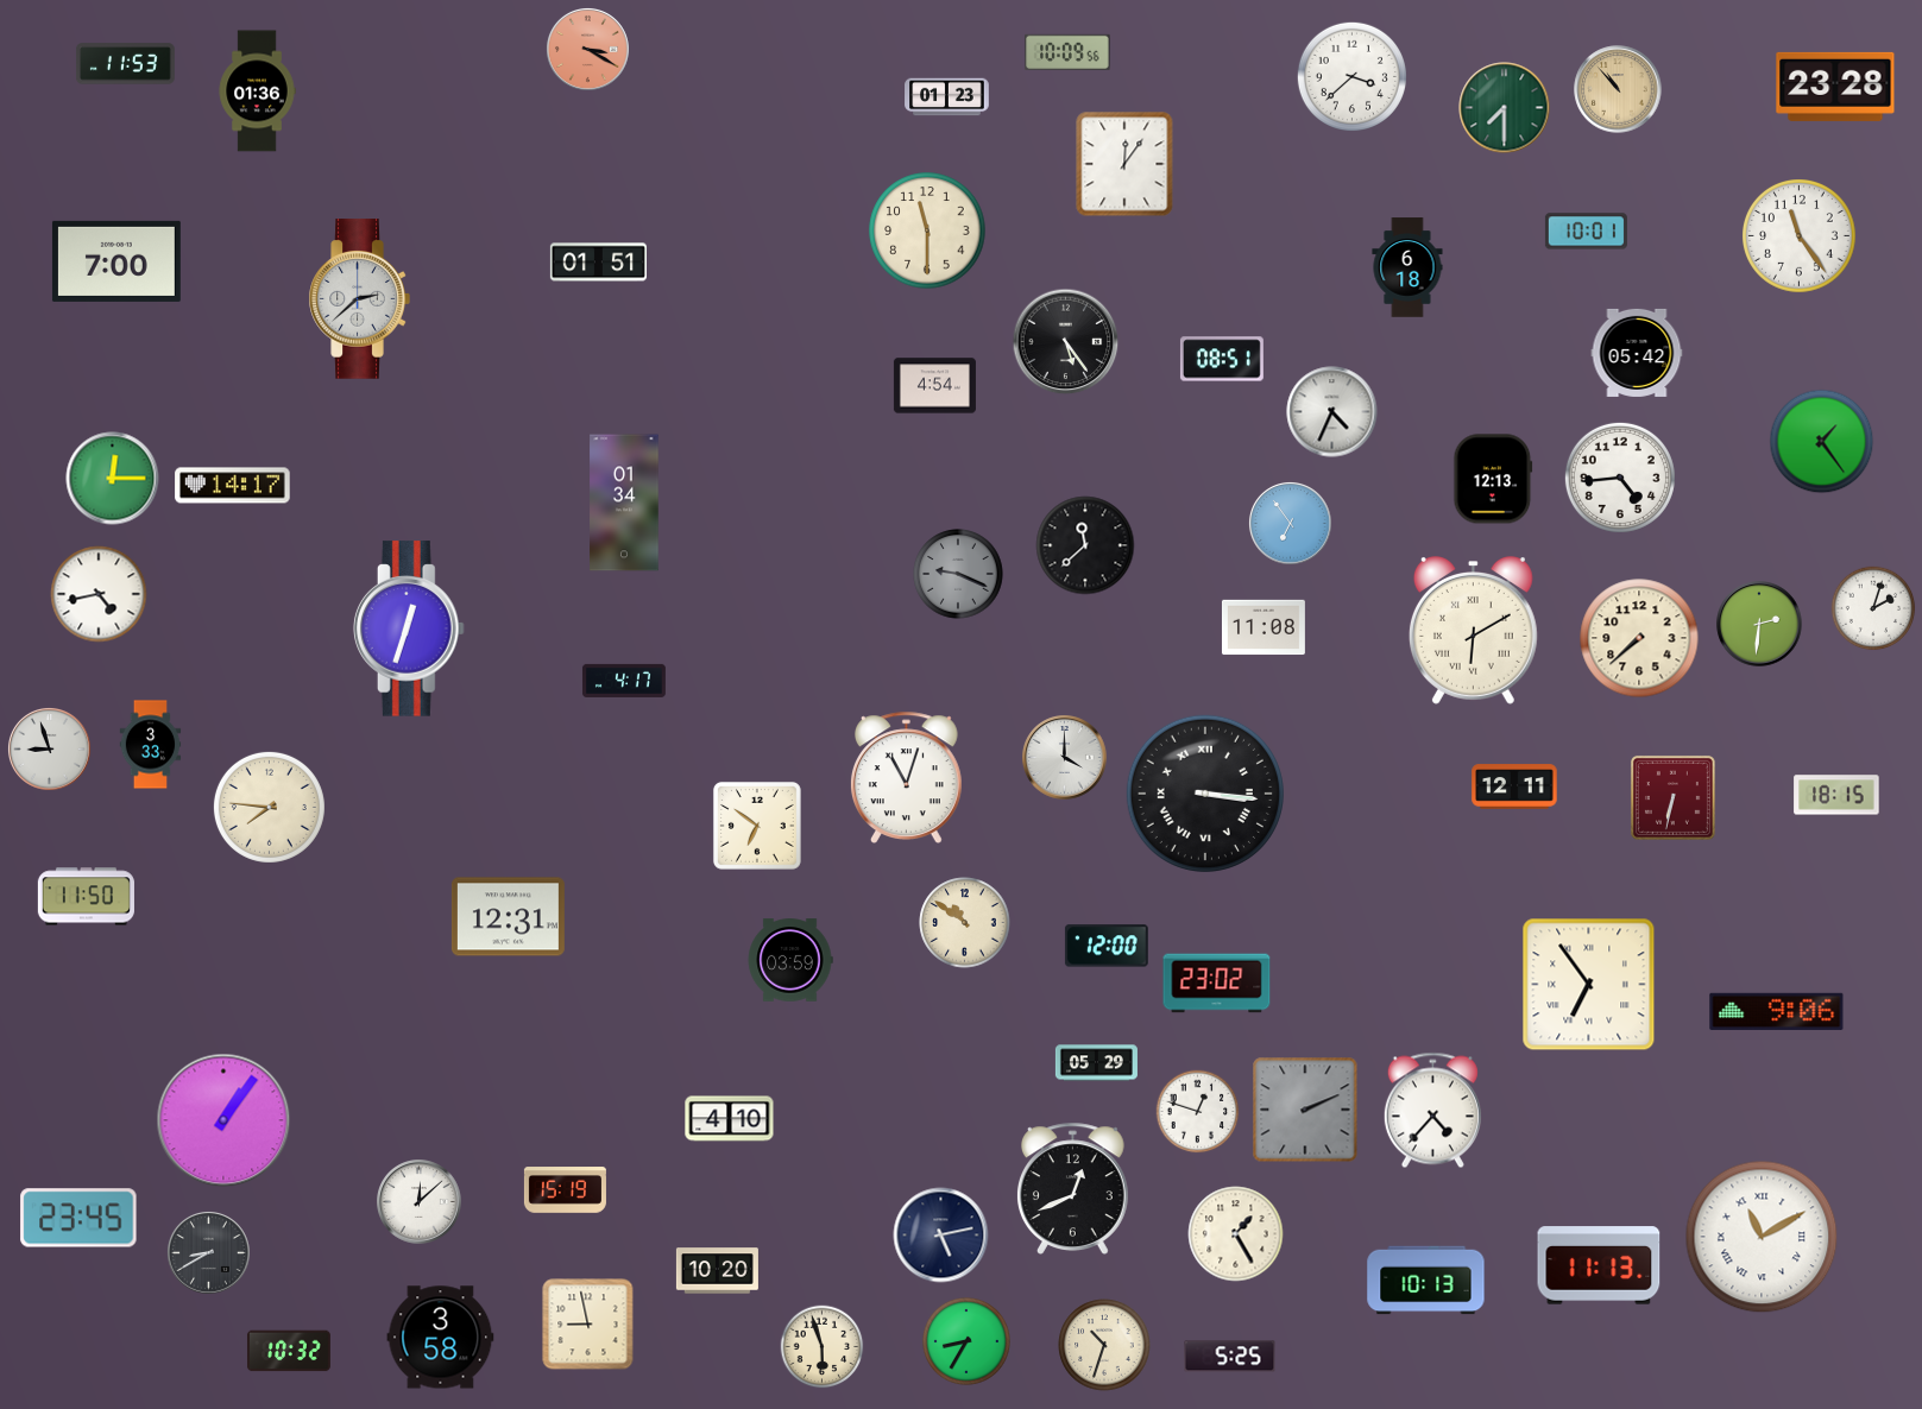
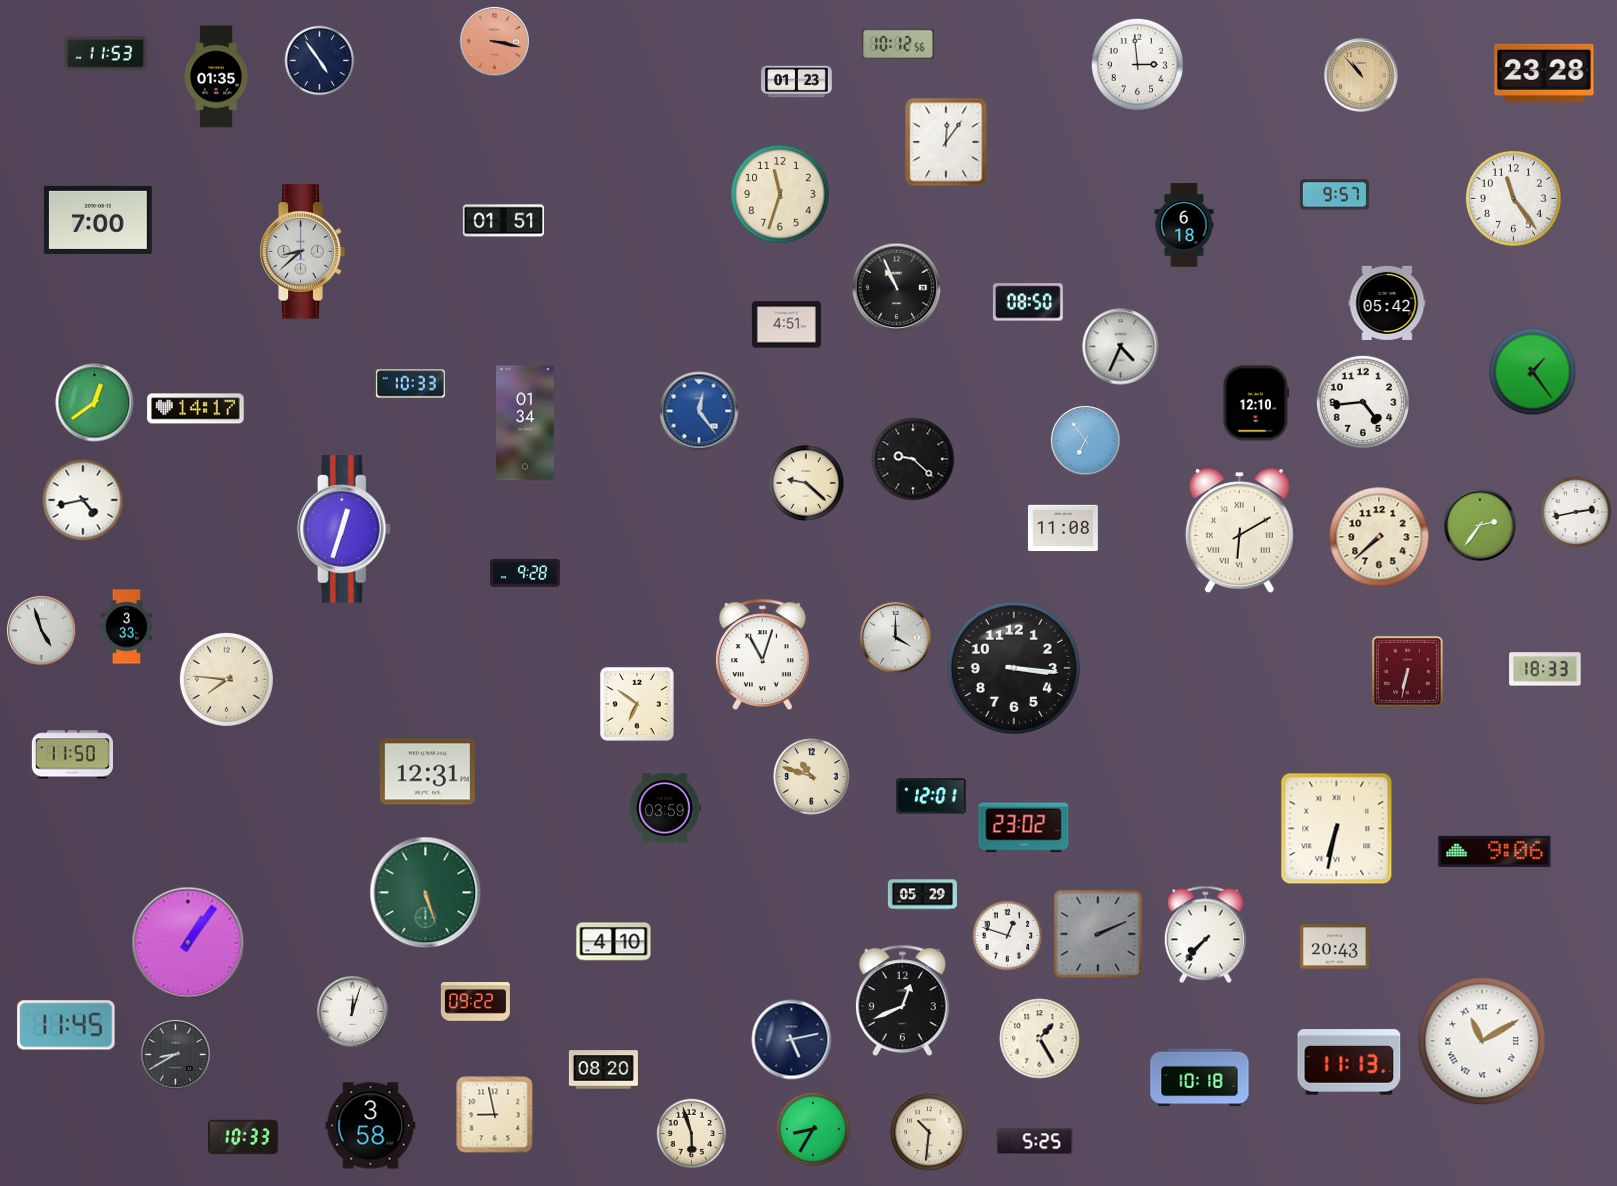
clock at (588, 50): 3:20 -> 3:17
clock at (1067, 51): 10:09 -> 10:12
clock at (320, 61): none -> 4:54
clock at (1351, 76): 3:38 -> 2:59
clock at (257, 91): 01:36 -> 01:35
clock at (1505, 108): 7:30 -> none
clock at (1124, 164) position: (1124, 164) -> (946, 142)
clock at (927, 230): 11:30 -> 11:33
clock at (1586, 232): 10:01 -> 9:57
clock at (359, 299): 2:38 -> 8:38
clock at (1066, 342): 5:24 -> 10:56
clock at (1637, 353) position: (1637, 353) -> (1387, 303)
clock at (1222, 359): 08:51 -> 08:50
clock at (934, 386): 4:54 -> 4:51
clock at (410, 384): none -> 10:33
clock at (113, 479): 12:15 -> 12:39
clock at (1493, 479): 12:13 -> 12:10
clock at (699, 411): none -> 12:24
clock at (1085, 545): 11:38 -> 9:22
clock at (958, 574): 9:19 -> 9:22
clock at (958, 574) dial: grey -> cream
clock at (1873, 608): 2:03 -> 2:43
clock at (1759, 624): 2:31 -> 2:36
clock at (624, 681): 4:17 -> 9:28
clock at (50, 750): 8:57 -> 4:57
clock at (1514, 786): 12:11 -> none
clock at (1205, 794) numerals: Roman -> Arabic
clock at (1836, 795): 18:15 -> 18:33
clock at (757, 826) position: (757, 826) -> (637, 704)
clock at (965, 923): 10:51 -> 10:48
clock at (1107, 946): 12:00 -> 12:01
clock at (1589, 985): 6:54 -> 6:32
clock at (426, 893): none -> 5:27
clock at (1432, 1111): 4:37 -> 7:37
clock at (1334, 947): none -> 20:43
clock at (565, 1190): 15:19 -> 09:22
clock at (420, 1202): 12:08 -> 12:03
clock at (78, 1218): 23:45 -> 11:45
clock at (1599, 1265) position: (1599, 1265) -> (1349, 1062)
clock at (717, 1271): 10:20 -> 08:20
clock at (1426, 1281): 10:13 -> 10:18
clock at (1104, 1345): 10:33 -> 10:31
clock at (289, 1351): 10:32 -> 10:33
